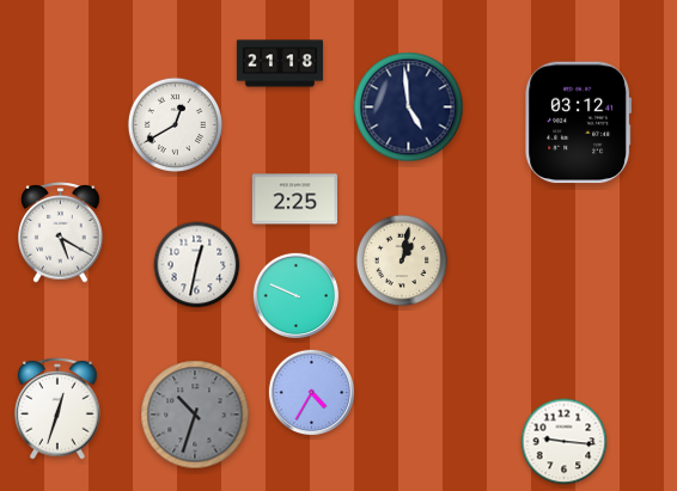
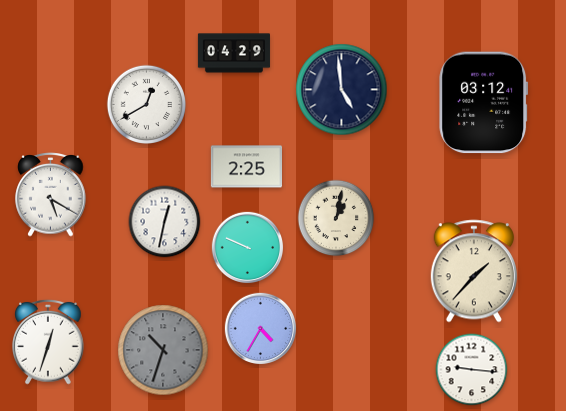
clock at (280, 63): 21:18 -> 04:29
clock at (474, 271): none -> 1:37
clock at (195, 415) position: (195, 415) -> (163, 350)
